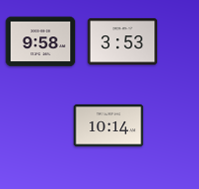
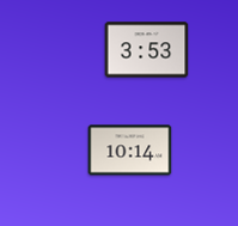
clock at (41, 42): 9:58 -> none
